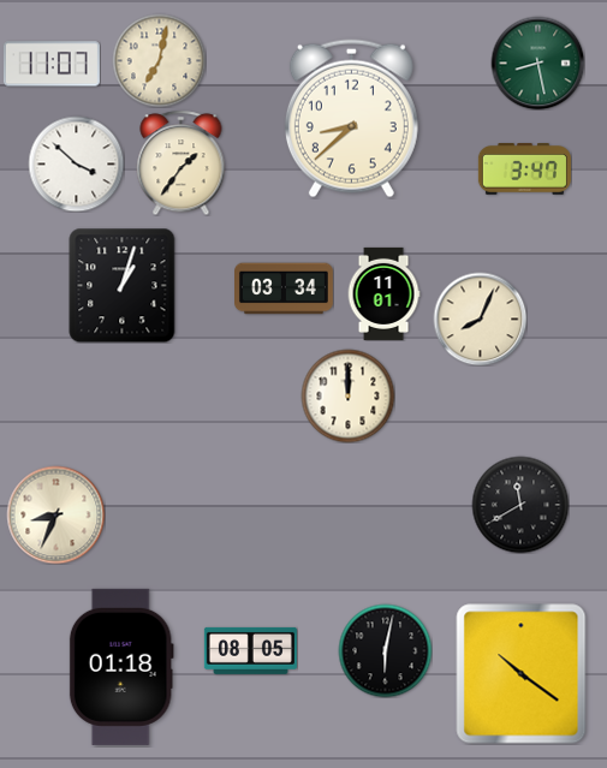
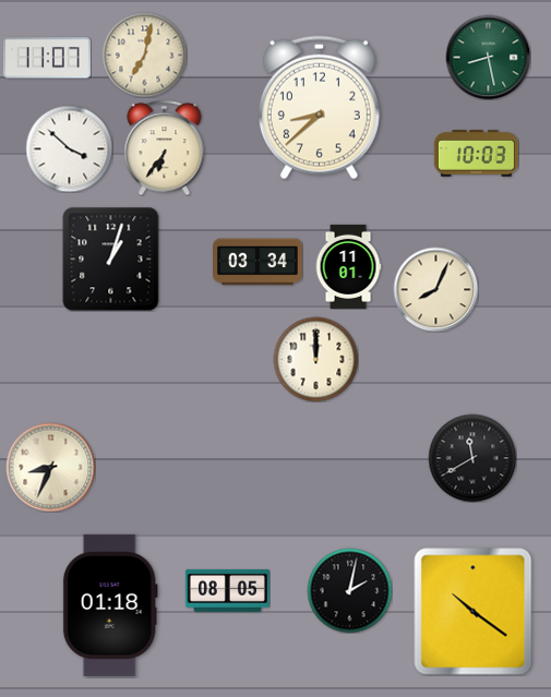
clock at (181, 162): 1:36 -> 6:36
clock at (524, 169): 3:47 -> 10:03
clock at (385, 650): 6:02 -> 2:02
